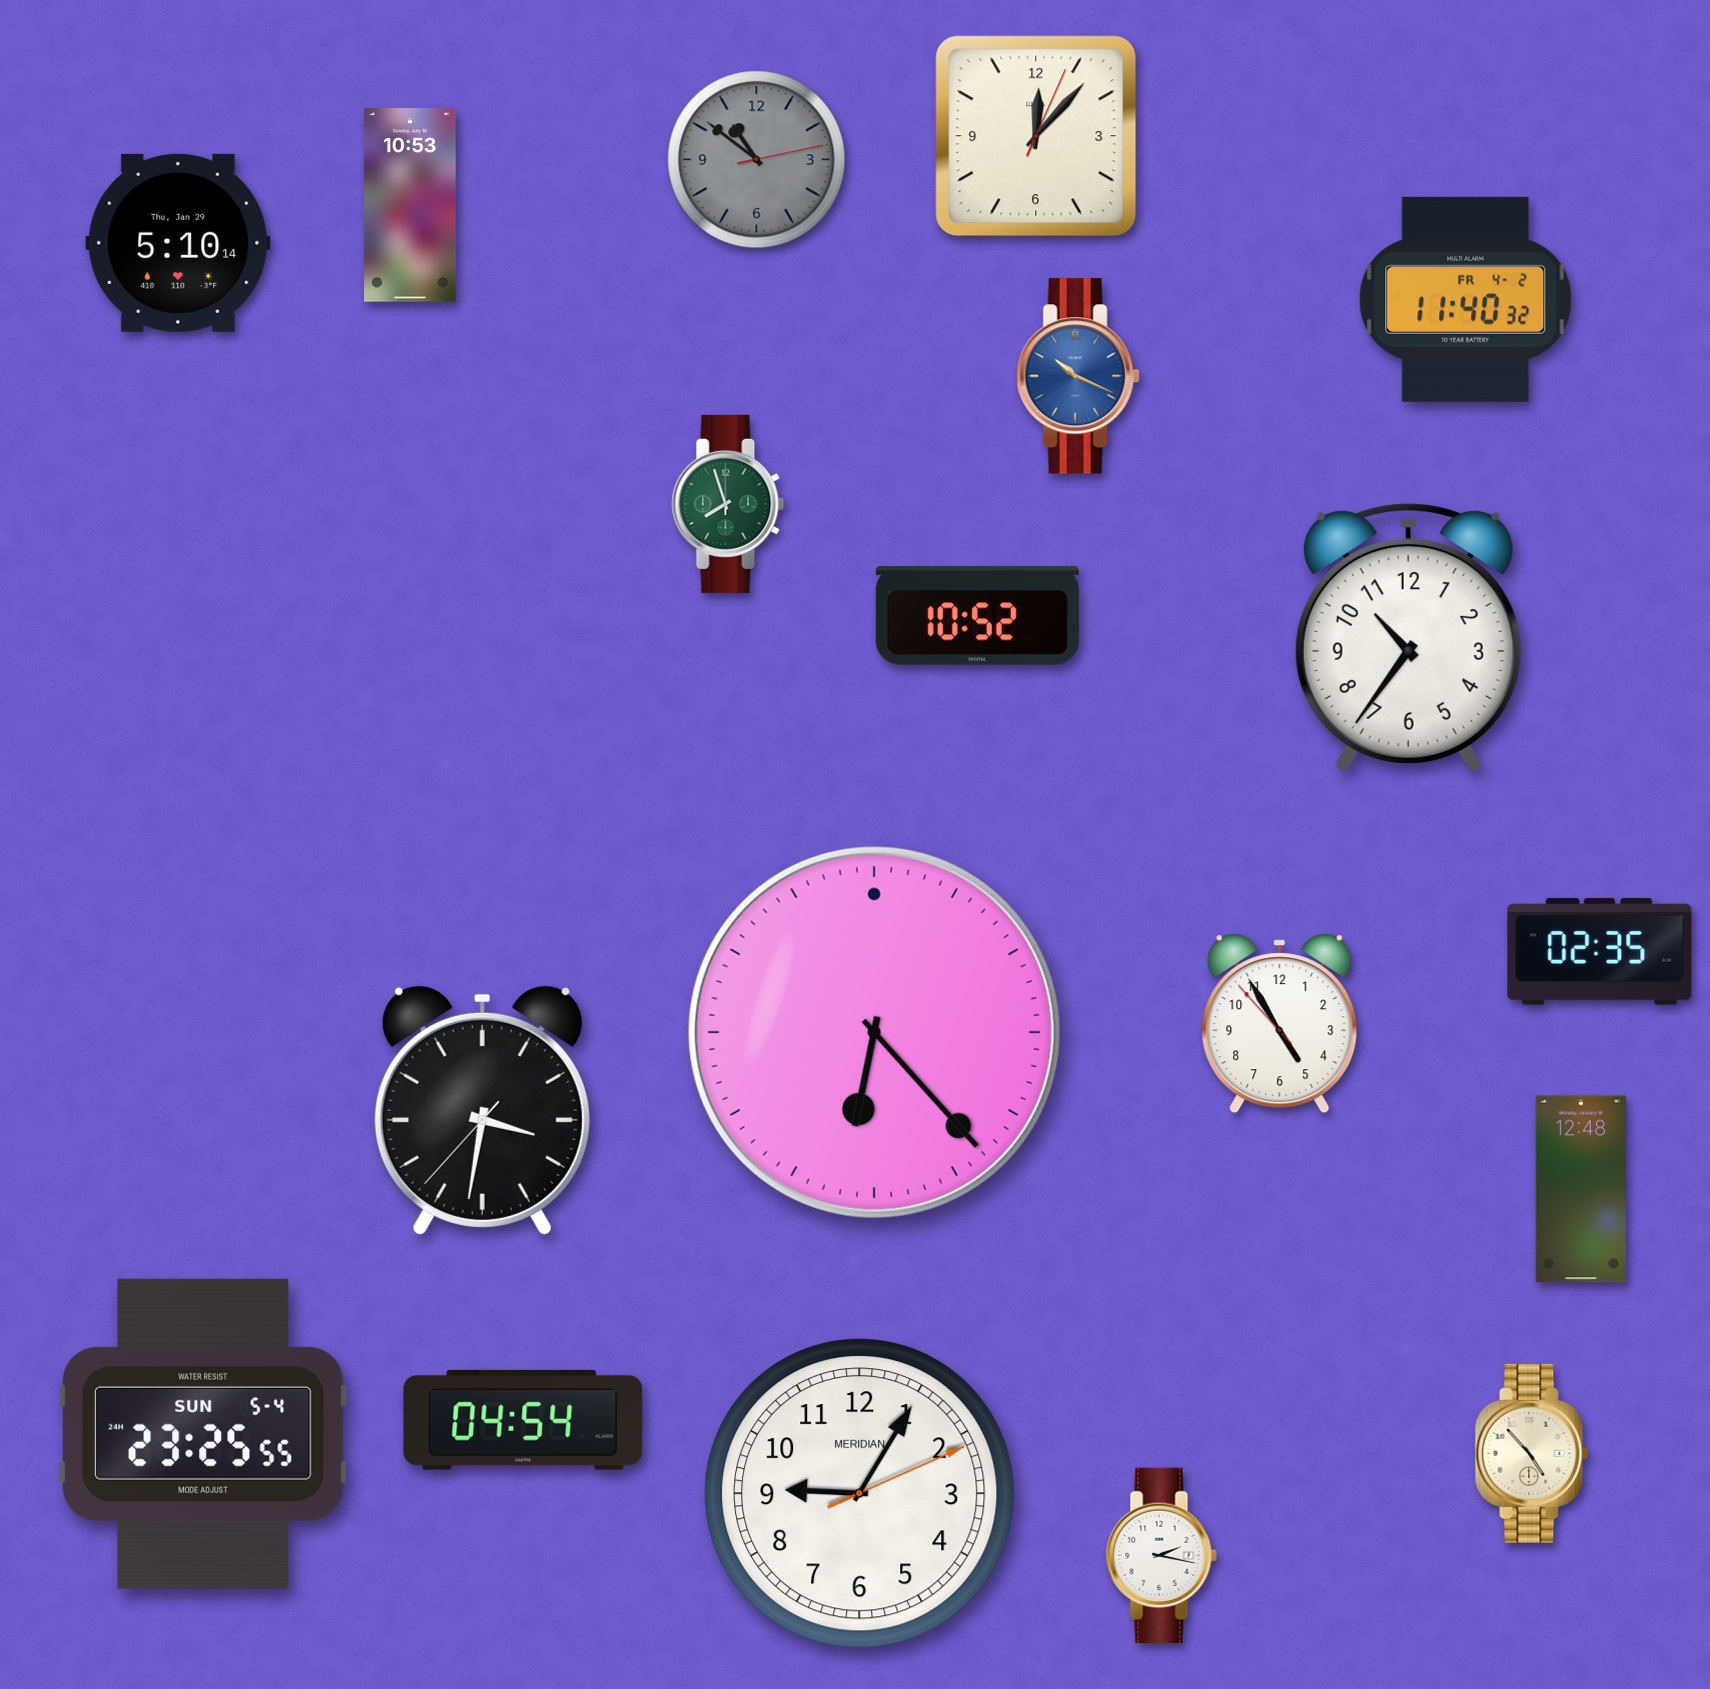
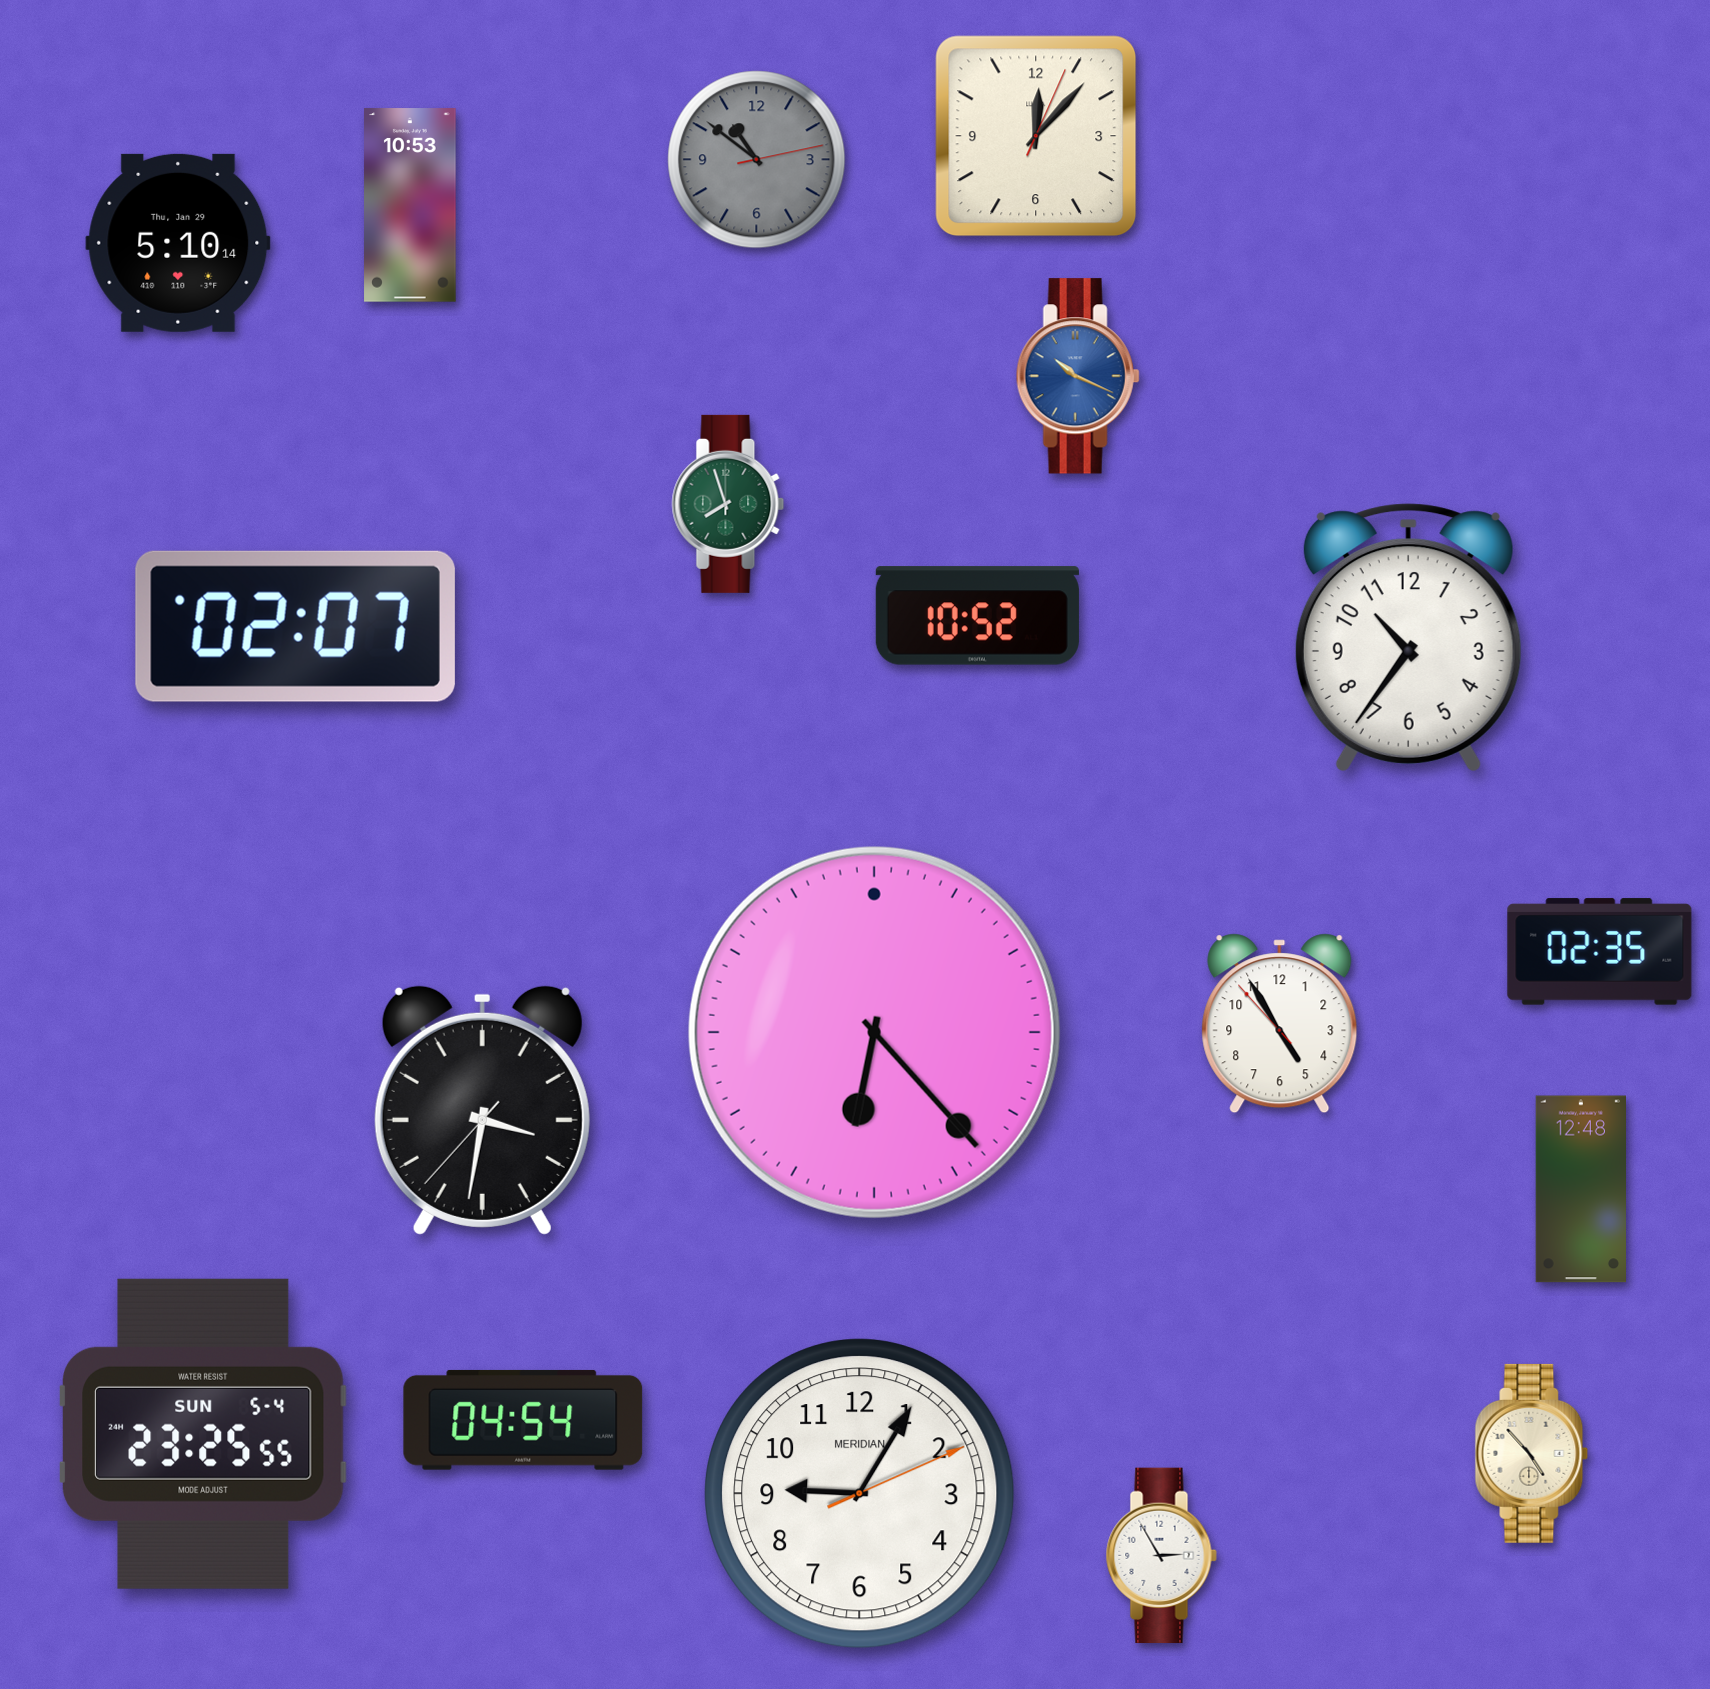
clock at (1466, 299): 11:40 -> none
clock at (295, 626): none -> 02:07
clock at (1161, 1556): 2:17 -> 2:55
